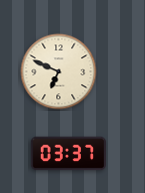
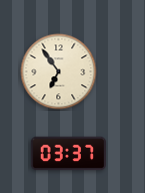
clock at (59, 72): 6:49 -> 6:54
